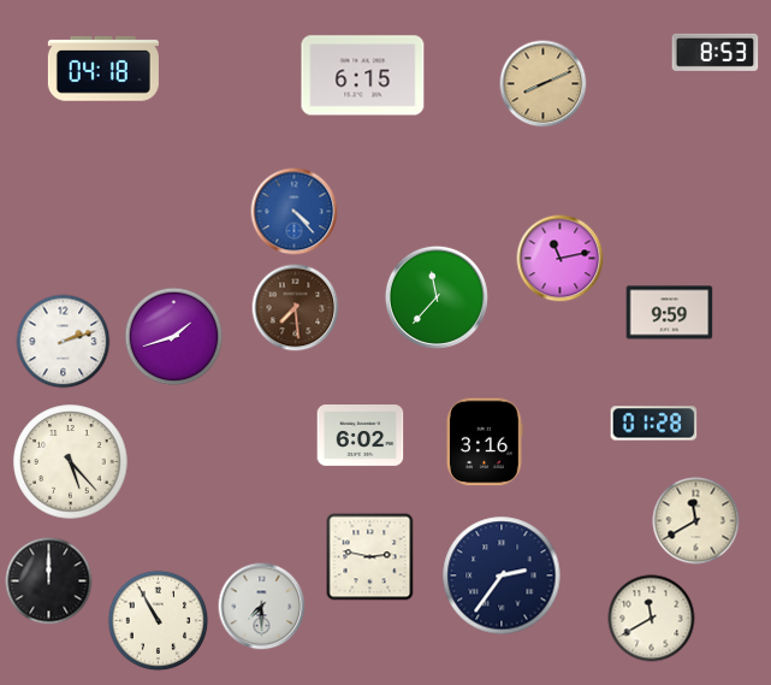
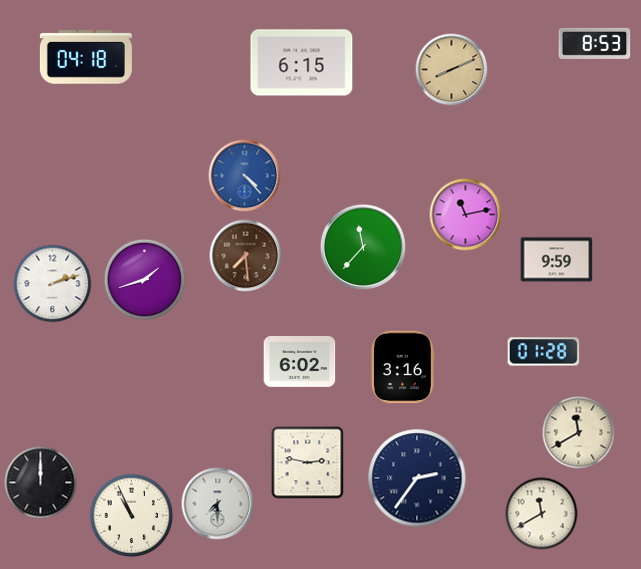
clock at (71, 462): 5:23 -> none
clock at (159, 621): 10:55 -> 10:56
